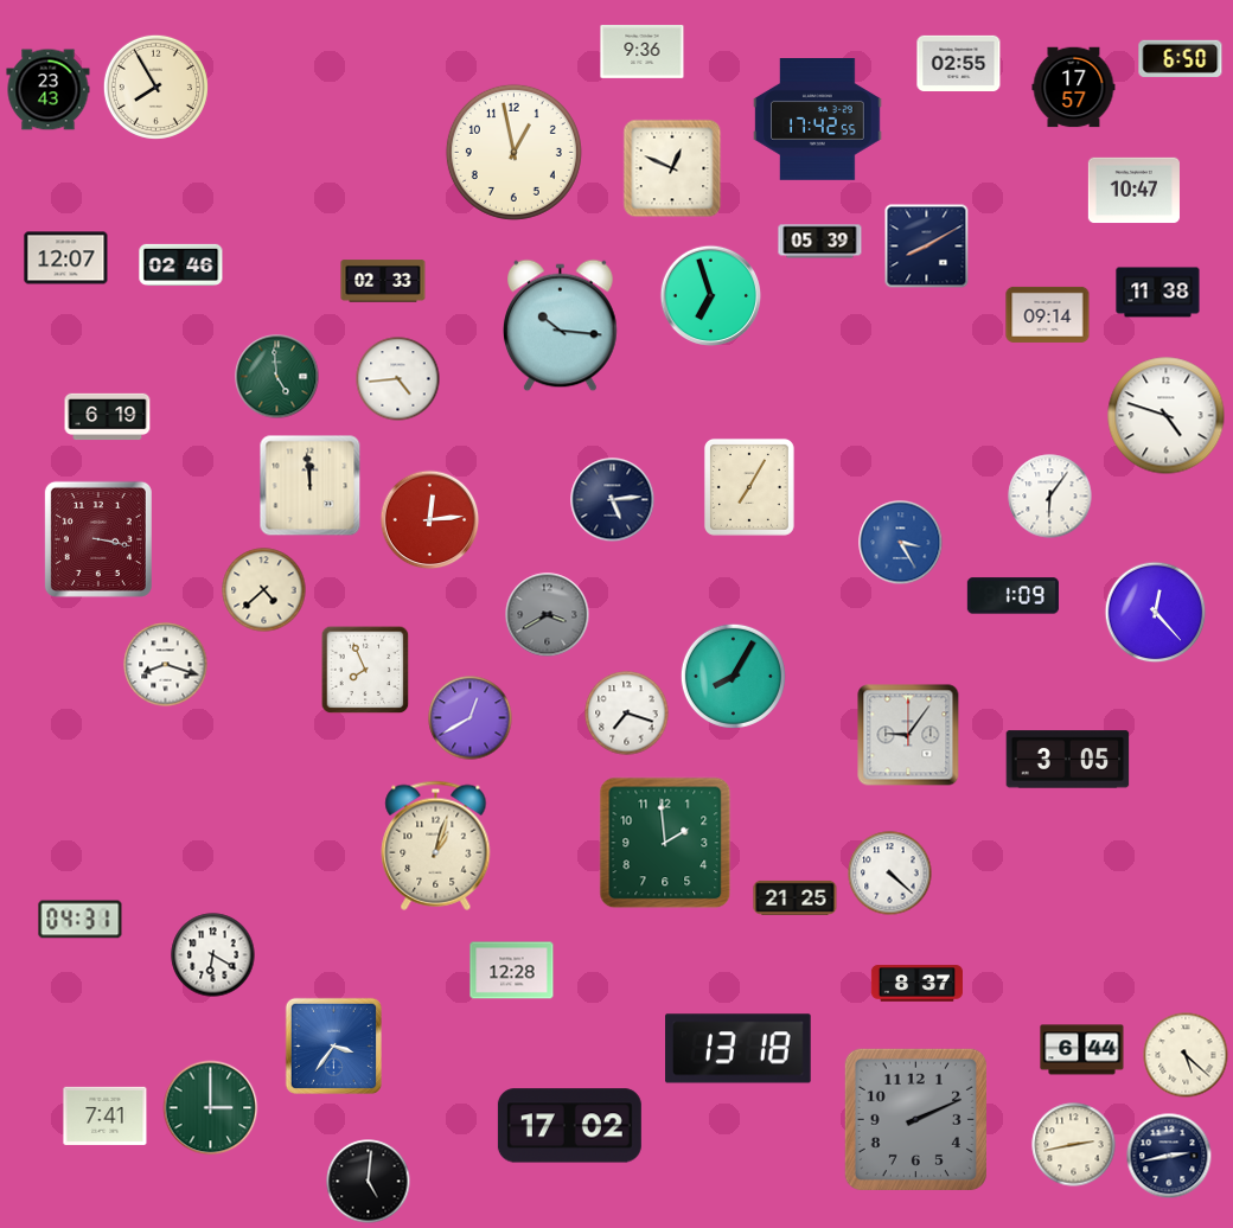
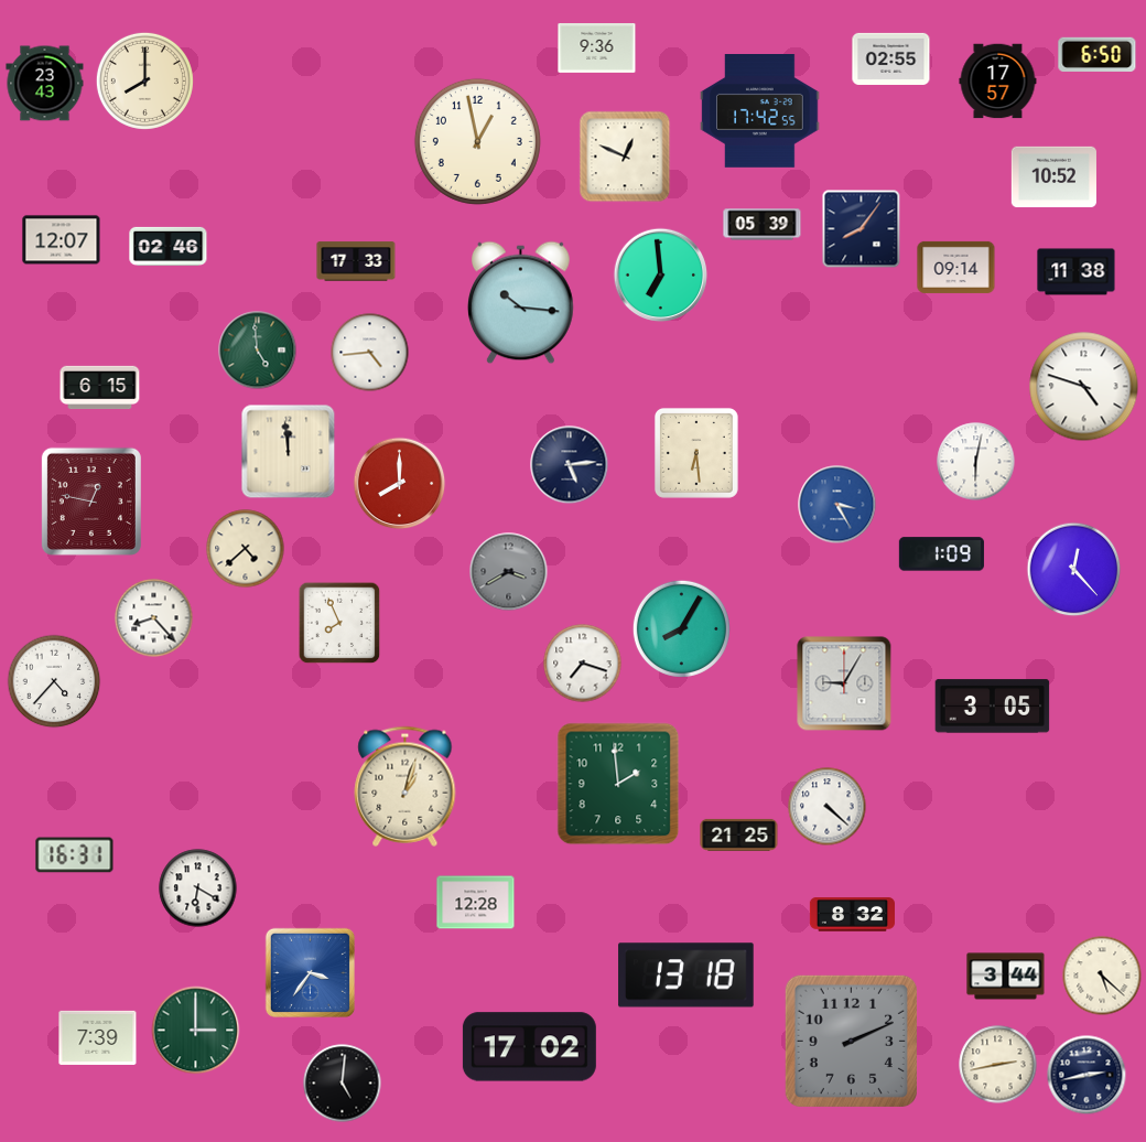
clock at (155, 87): 7:55 -> 8:00
clock at (1133, 191): 10:47 -> 10:52
clock at (927, 247): 8:10 -> 8:06
clock at (383, 281): 02:33 -> 17:33
clock at (711, 296): 6:57 -> 6:59
clock at (1048, 314) position: (1048, 314) -> (956, 267)
clock at (108, 417): 6:19 -> 6:15
clock at (749, 487): 7:05 -> 6:29
clock at (1050, 497): 6:06 -> 6:02
clock at (430, 520): 12:14 -> 8:00
clock at (98, 539): 3:17 -> 12:47
clock at (166, 665): 8:18 -> 8:23
clock at (471, 718): 12:40 -> none
clock at (54, 681): none -> 4:37
clock at (908, 735): 9:06 -> 9:05
clock at (890, 874) position: (890, 874) -> (828, 807)
clock at (81, 920): 04:31 -> 16:31
clock at (916, 984): 8:37 -> 8:32
clock at (1082, 1050): 6:44 -> 3:44
clock at (1186, 1055) position: (1186, 1055) -> (1102, 976)
clock at (106, 1115): 7:41 -> 7:39
clock at (369, 1182) position: (369, 1182) -> (343, 1084)
